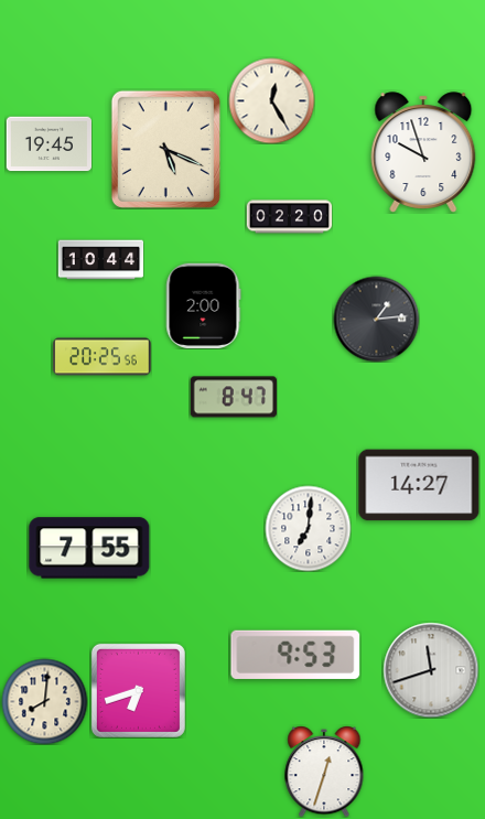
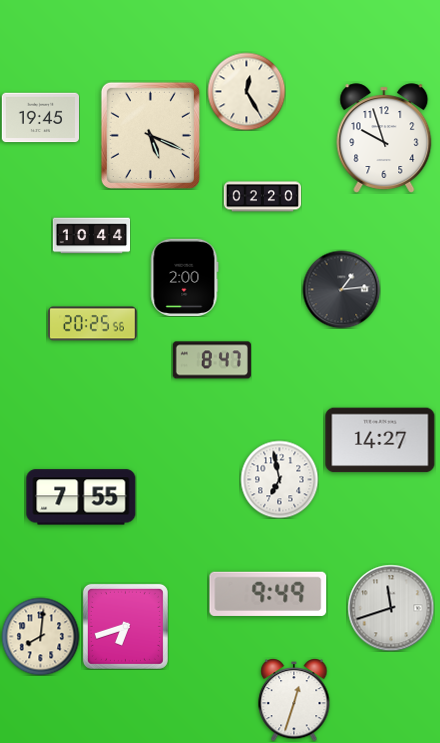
clock at (48, 144) position: (48, 144) -> (40, 118)
clock at (308, 528): 7:01 -> 6:58
clock at (295, 655): 9:53 -> 9:49
